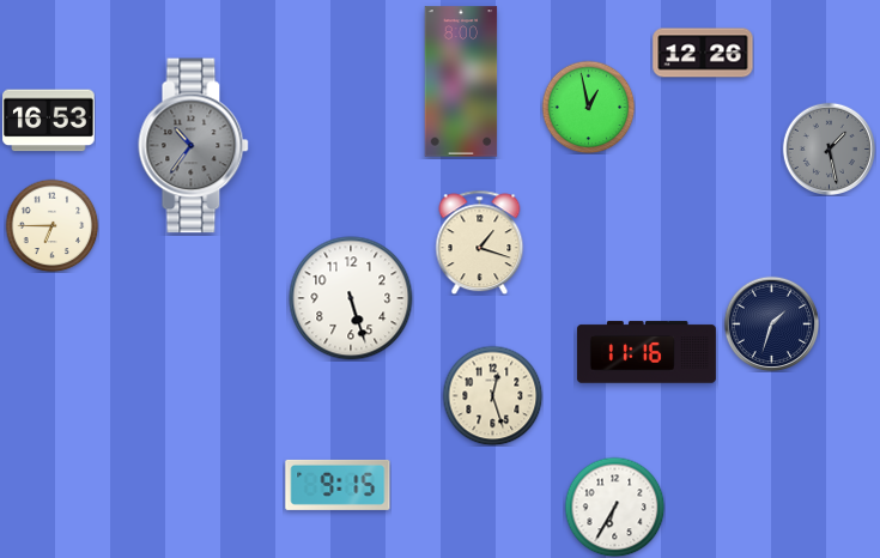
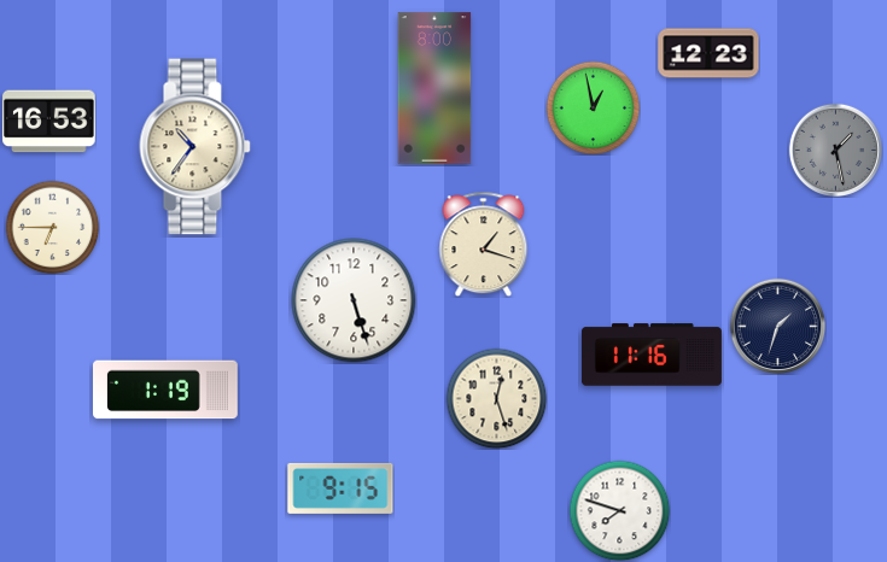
clock at (703, 53): 12:26 -> 12:23
clock at (461, 81) position: (461, 81) -> (434, 88)
clock at (194, 146) dial: grey -> cream
clock at (167, 390): none -> 1:19
clock at (614, 507): 6:35 -> 7:48
